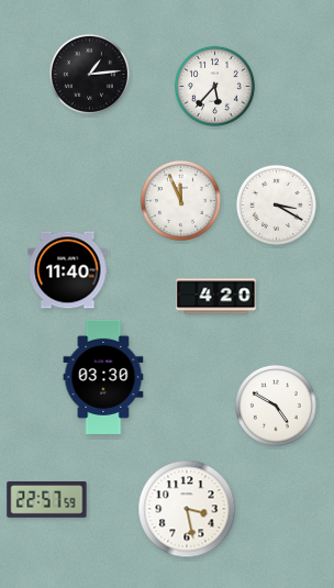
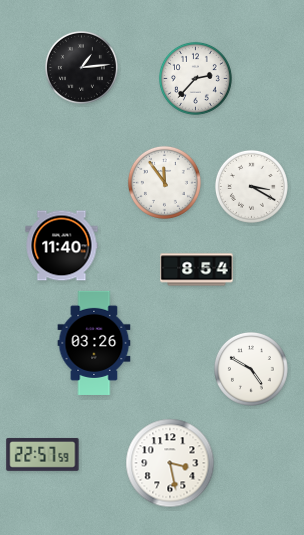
clock at (214, 86): 5:37 -> 2:37
clock at (180, 200): 11:56 -> 11:54
clock at (216, 297): 4:20 -> 8:54
clock at (103, 377): 03:30 -> 03:26
